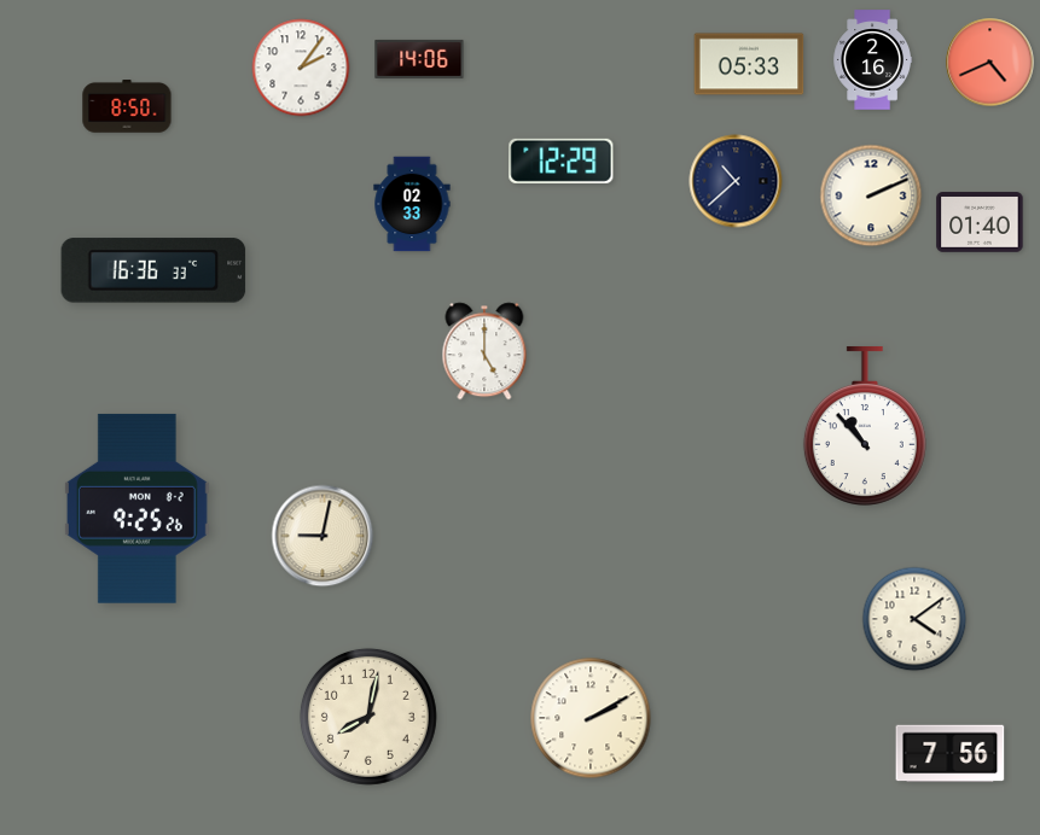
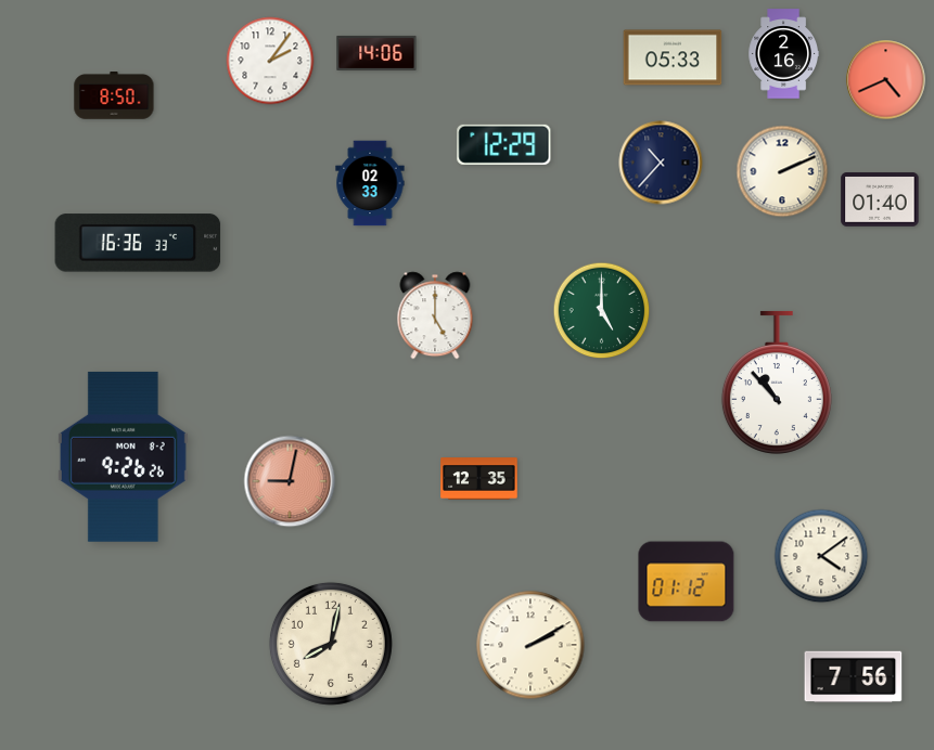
clock at (990, 63) position: (990, 63) -> (886, 80)
clock at (736, 181): 10:38 -> 10:37
clock at (871, 195) position: (871, 195) -> (782, 171)
clock at (602, 311): none -> 5:00
clock at (136, 508): 9:25 -> 9:26
clock at (479, 479): none -> 12:35
clock at (323, 536) dial: cream -> salmon
clock at (687, 582): none -> 01:12
